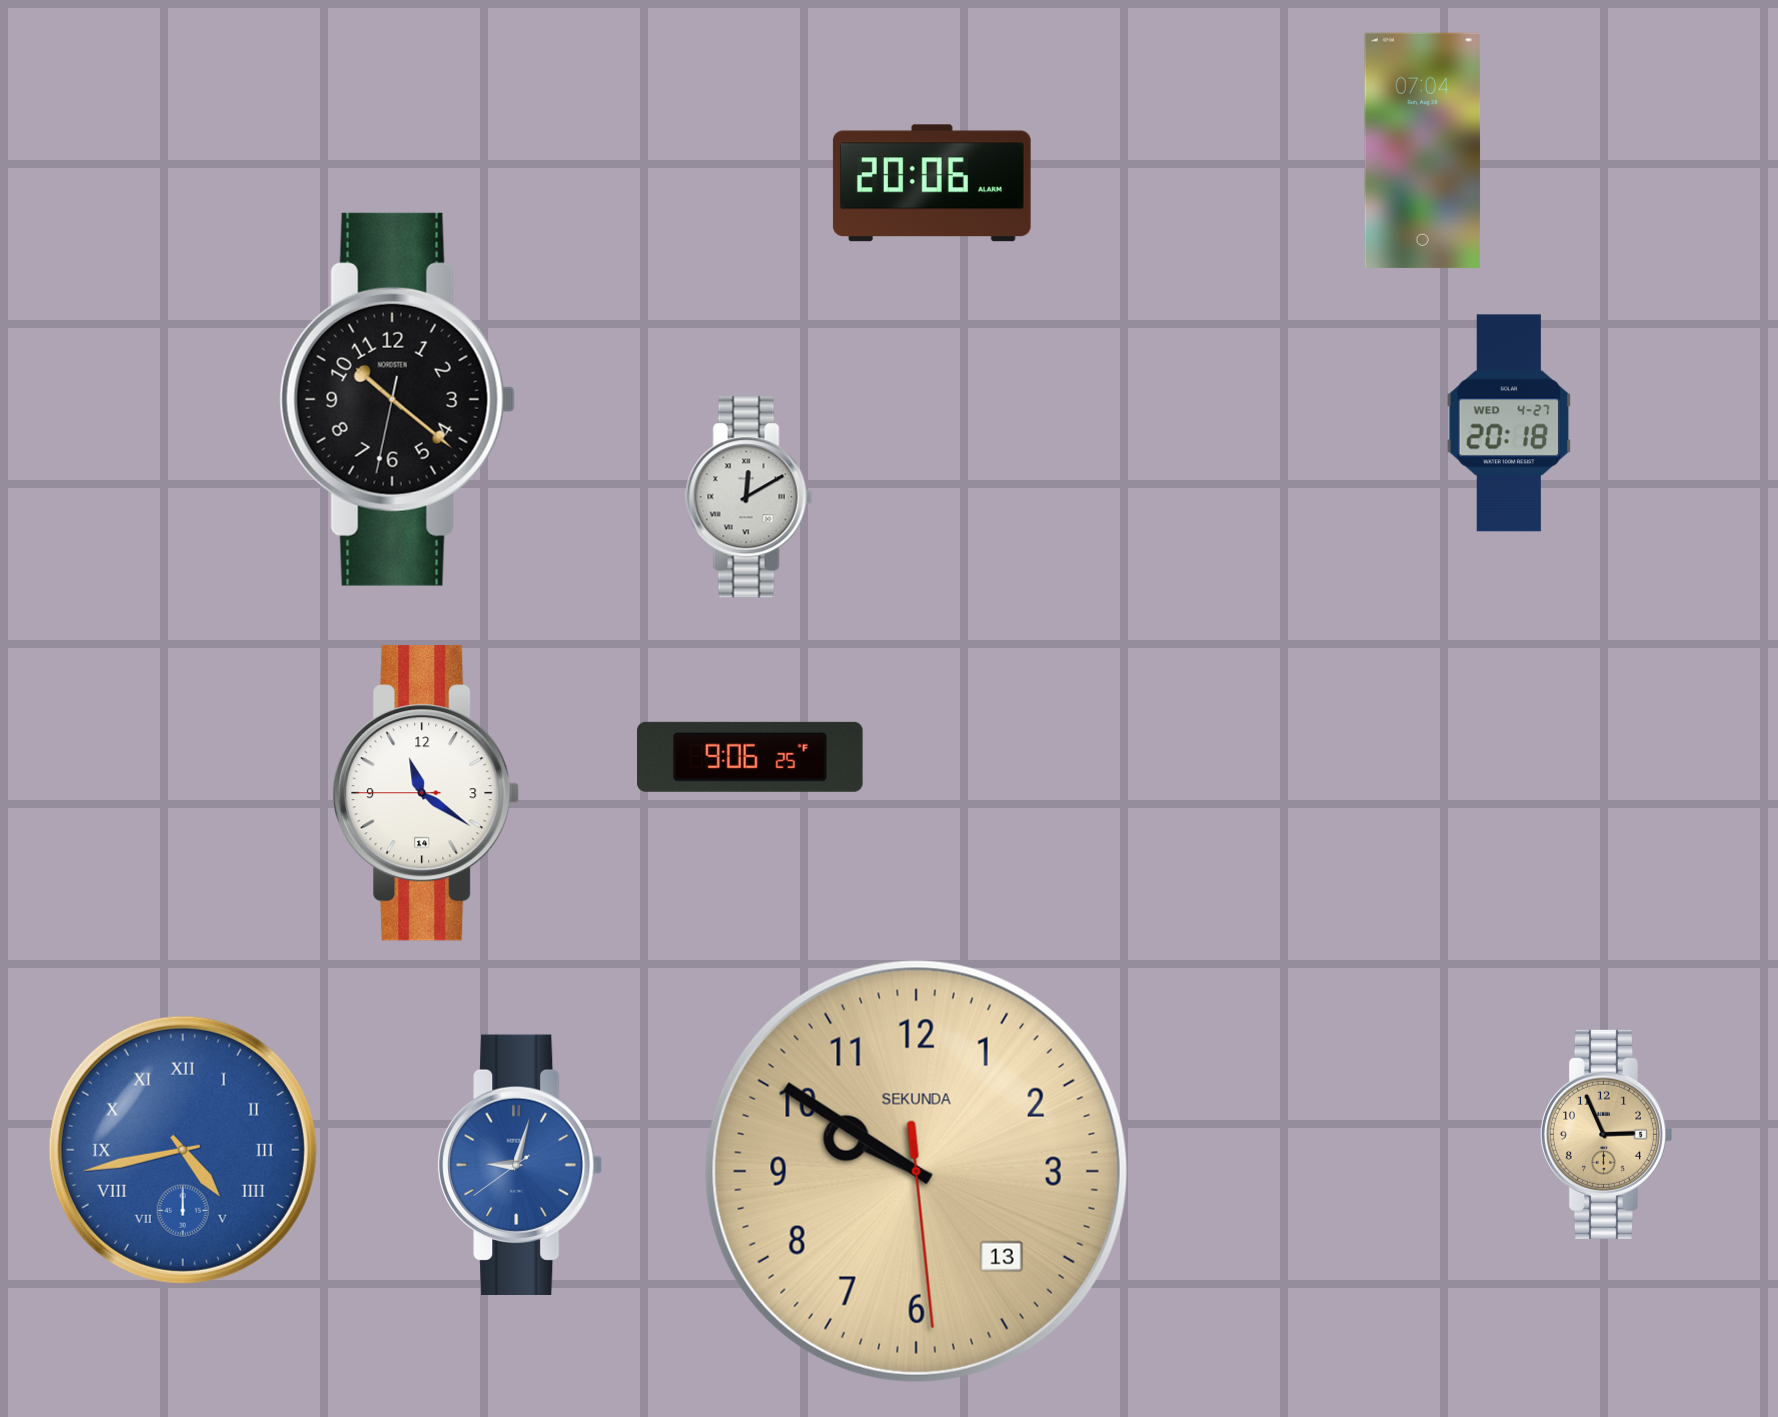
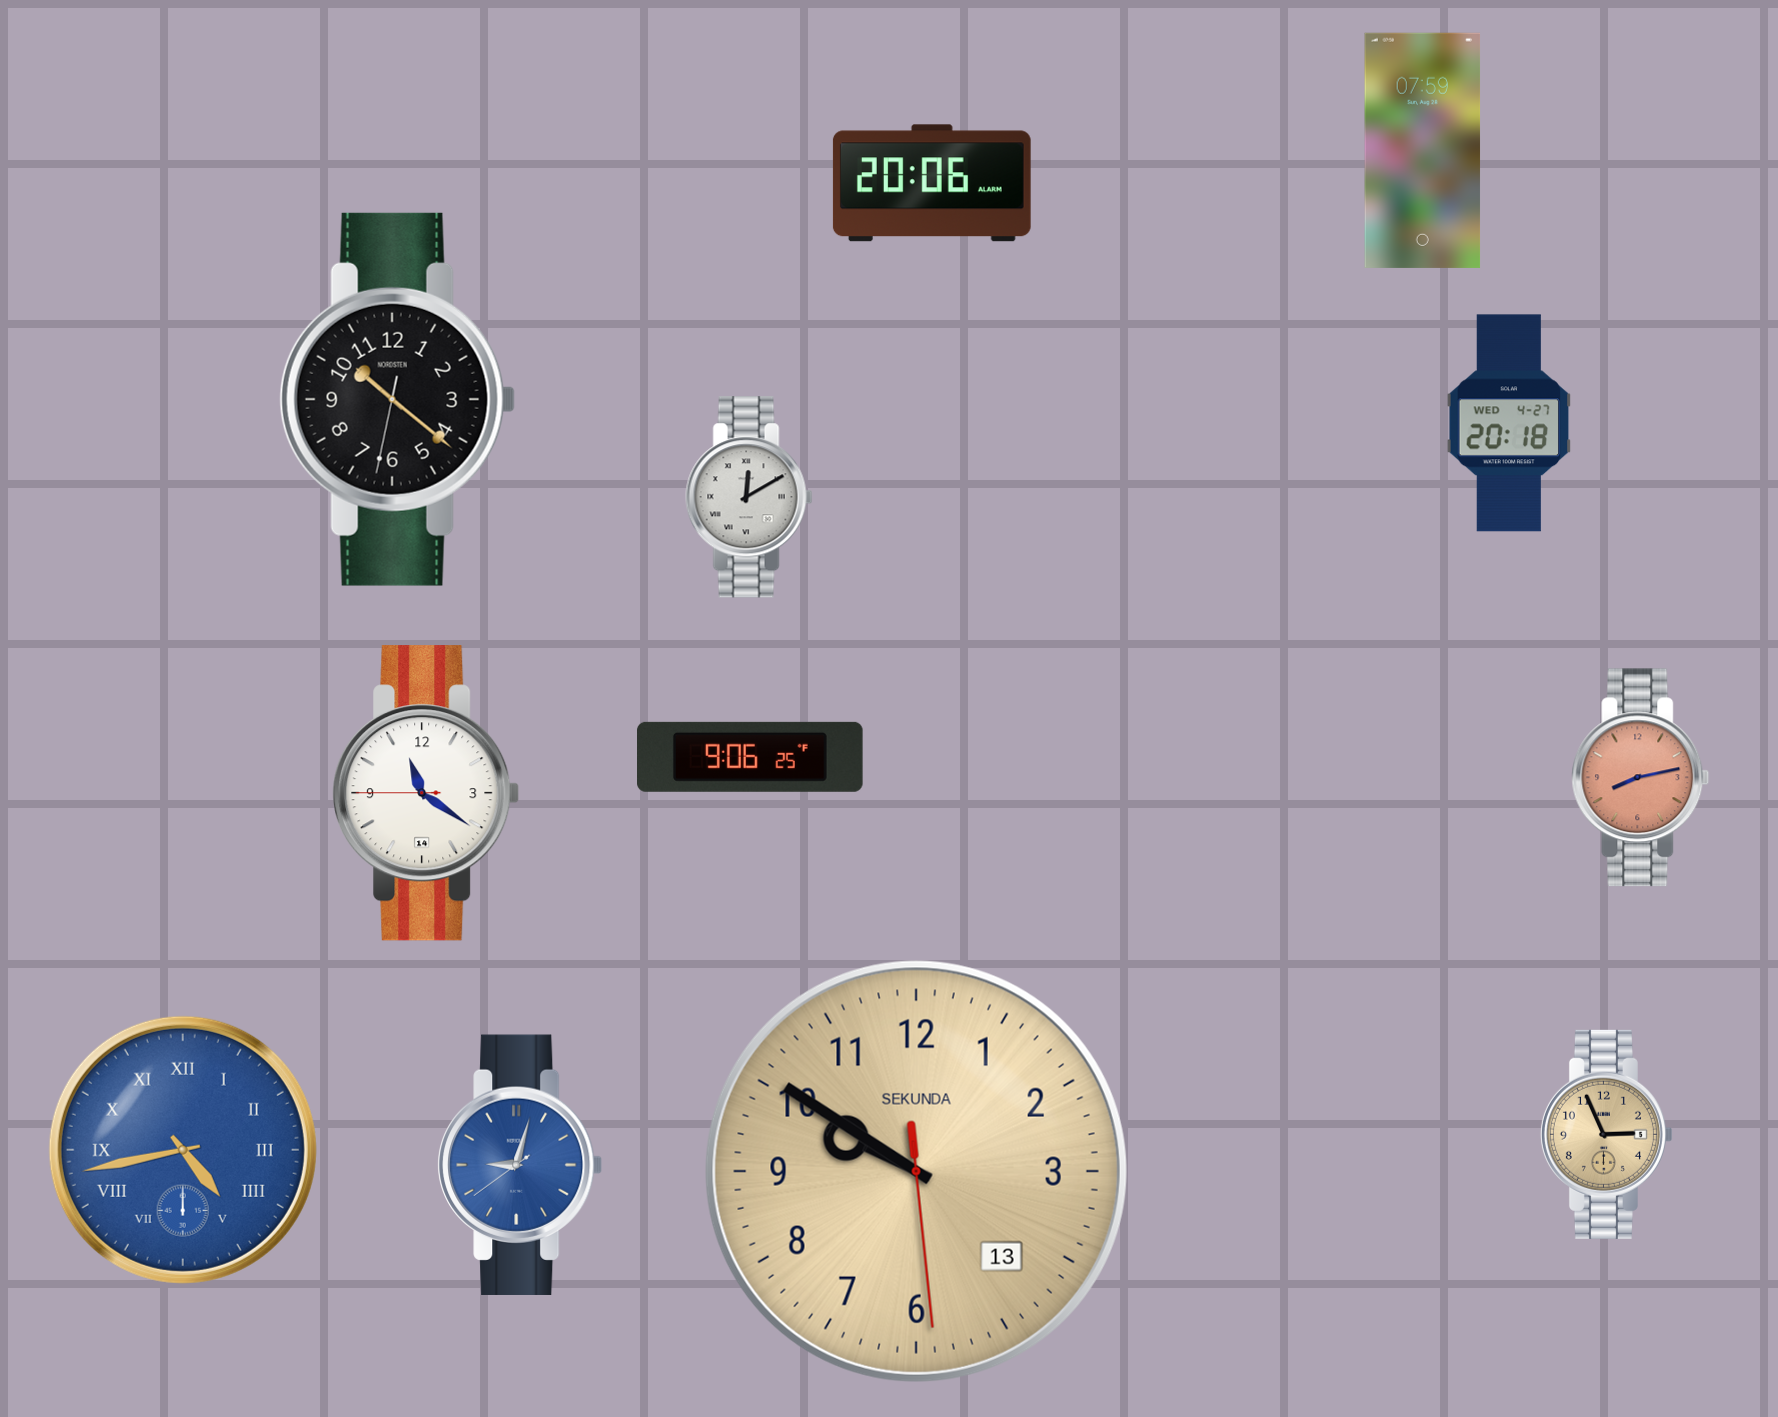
clock at (1423, 150): 07:04 -> 07:59
clock at (1641, 778): none -> 8:13
